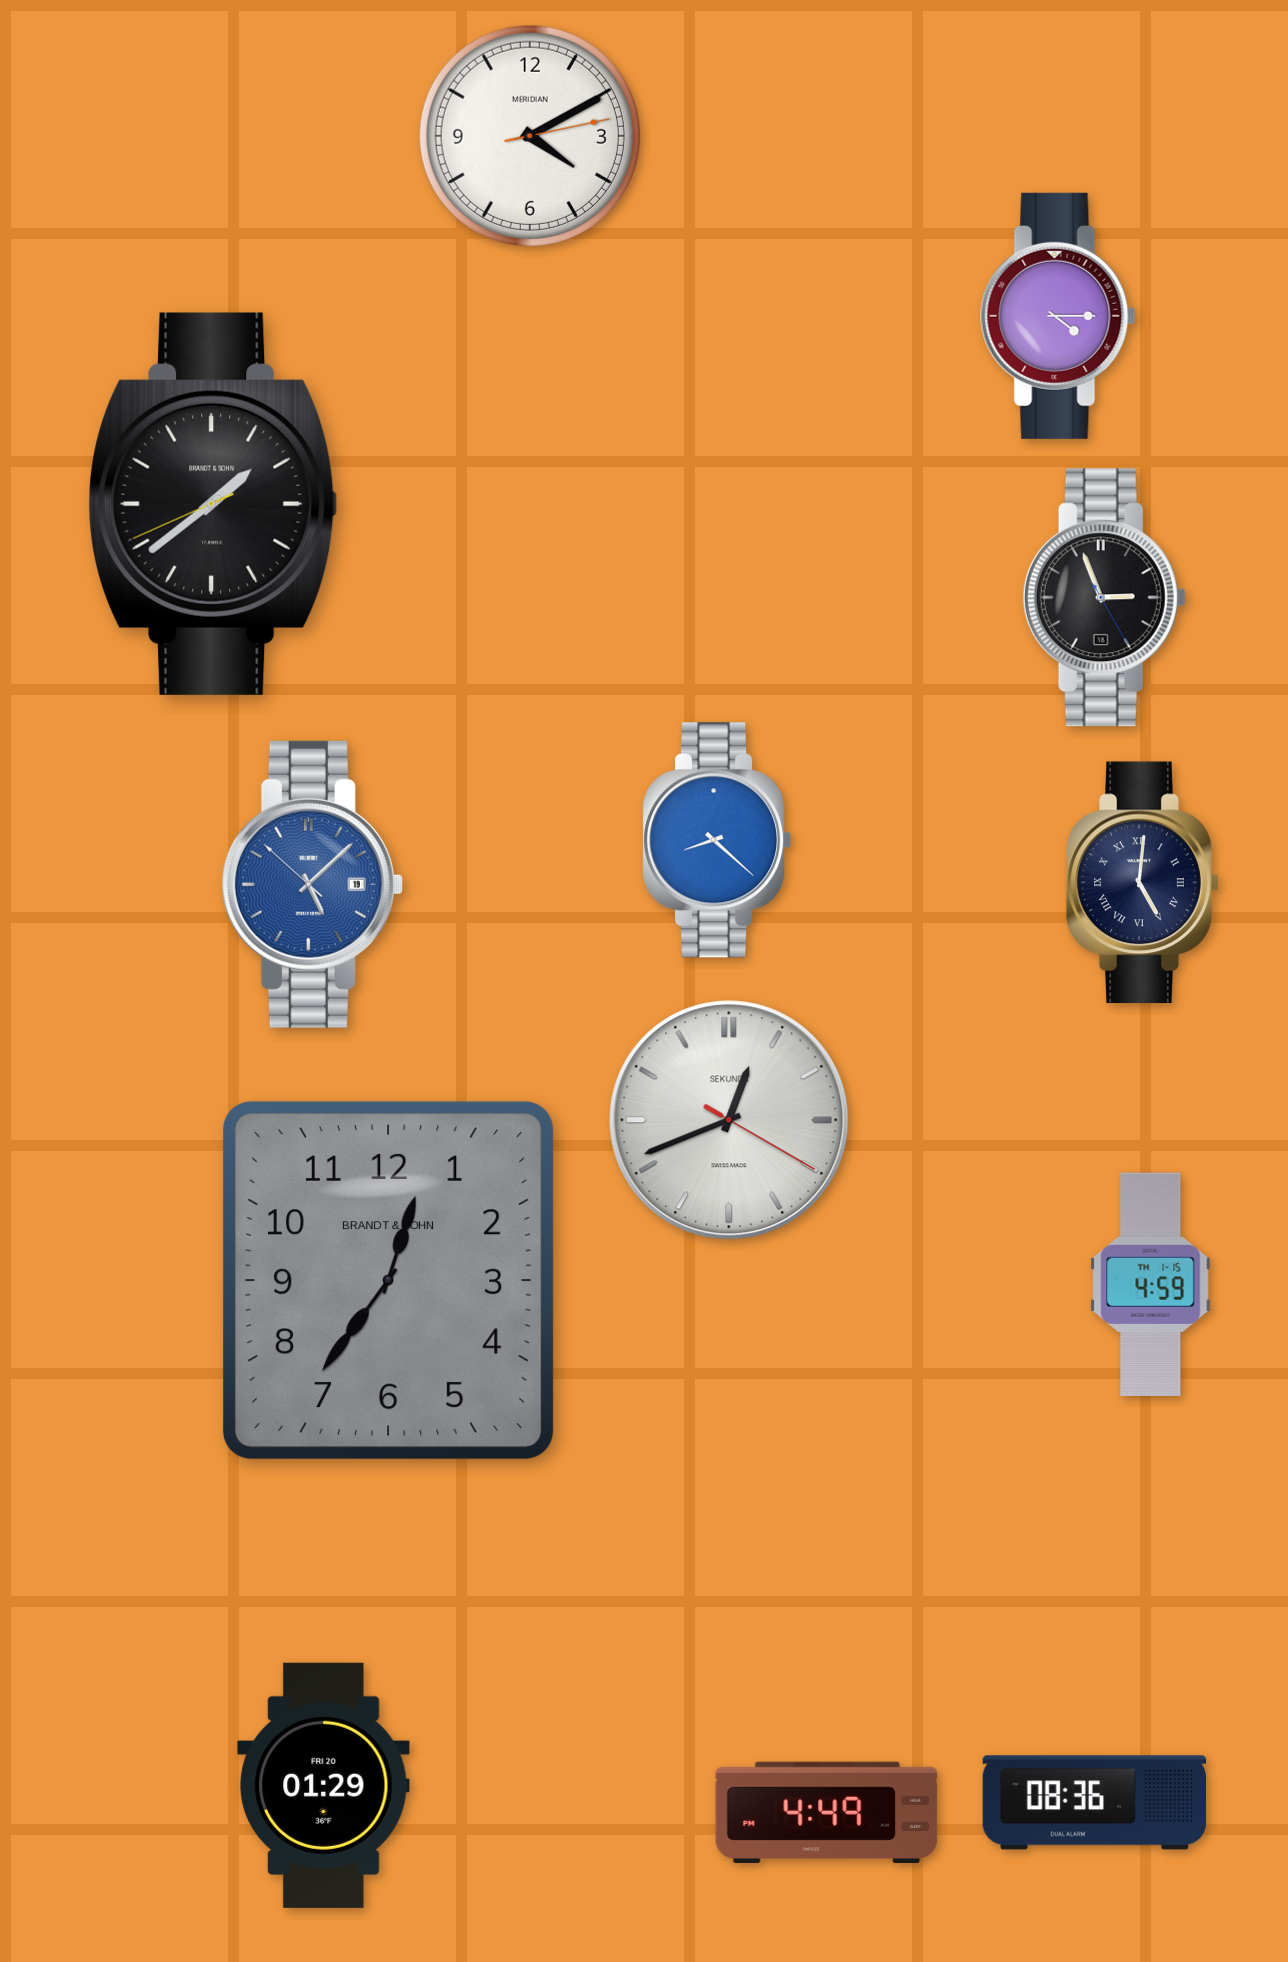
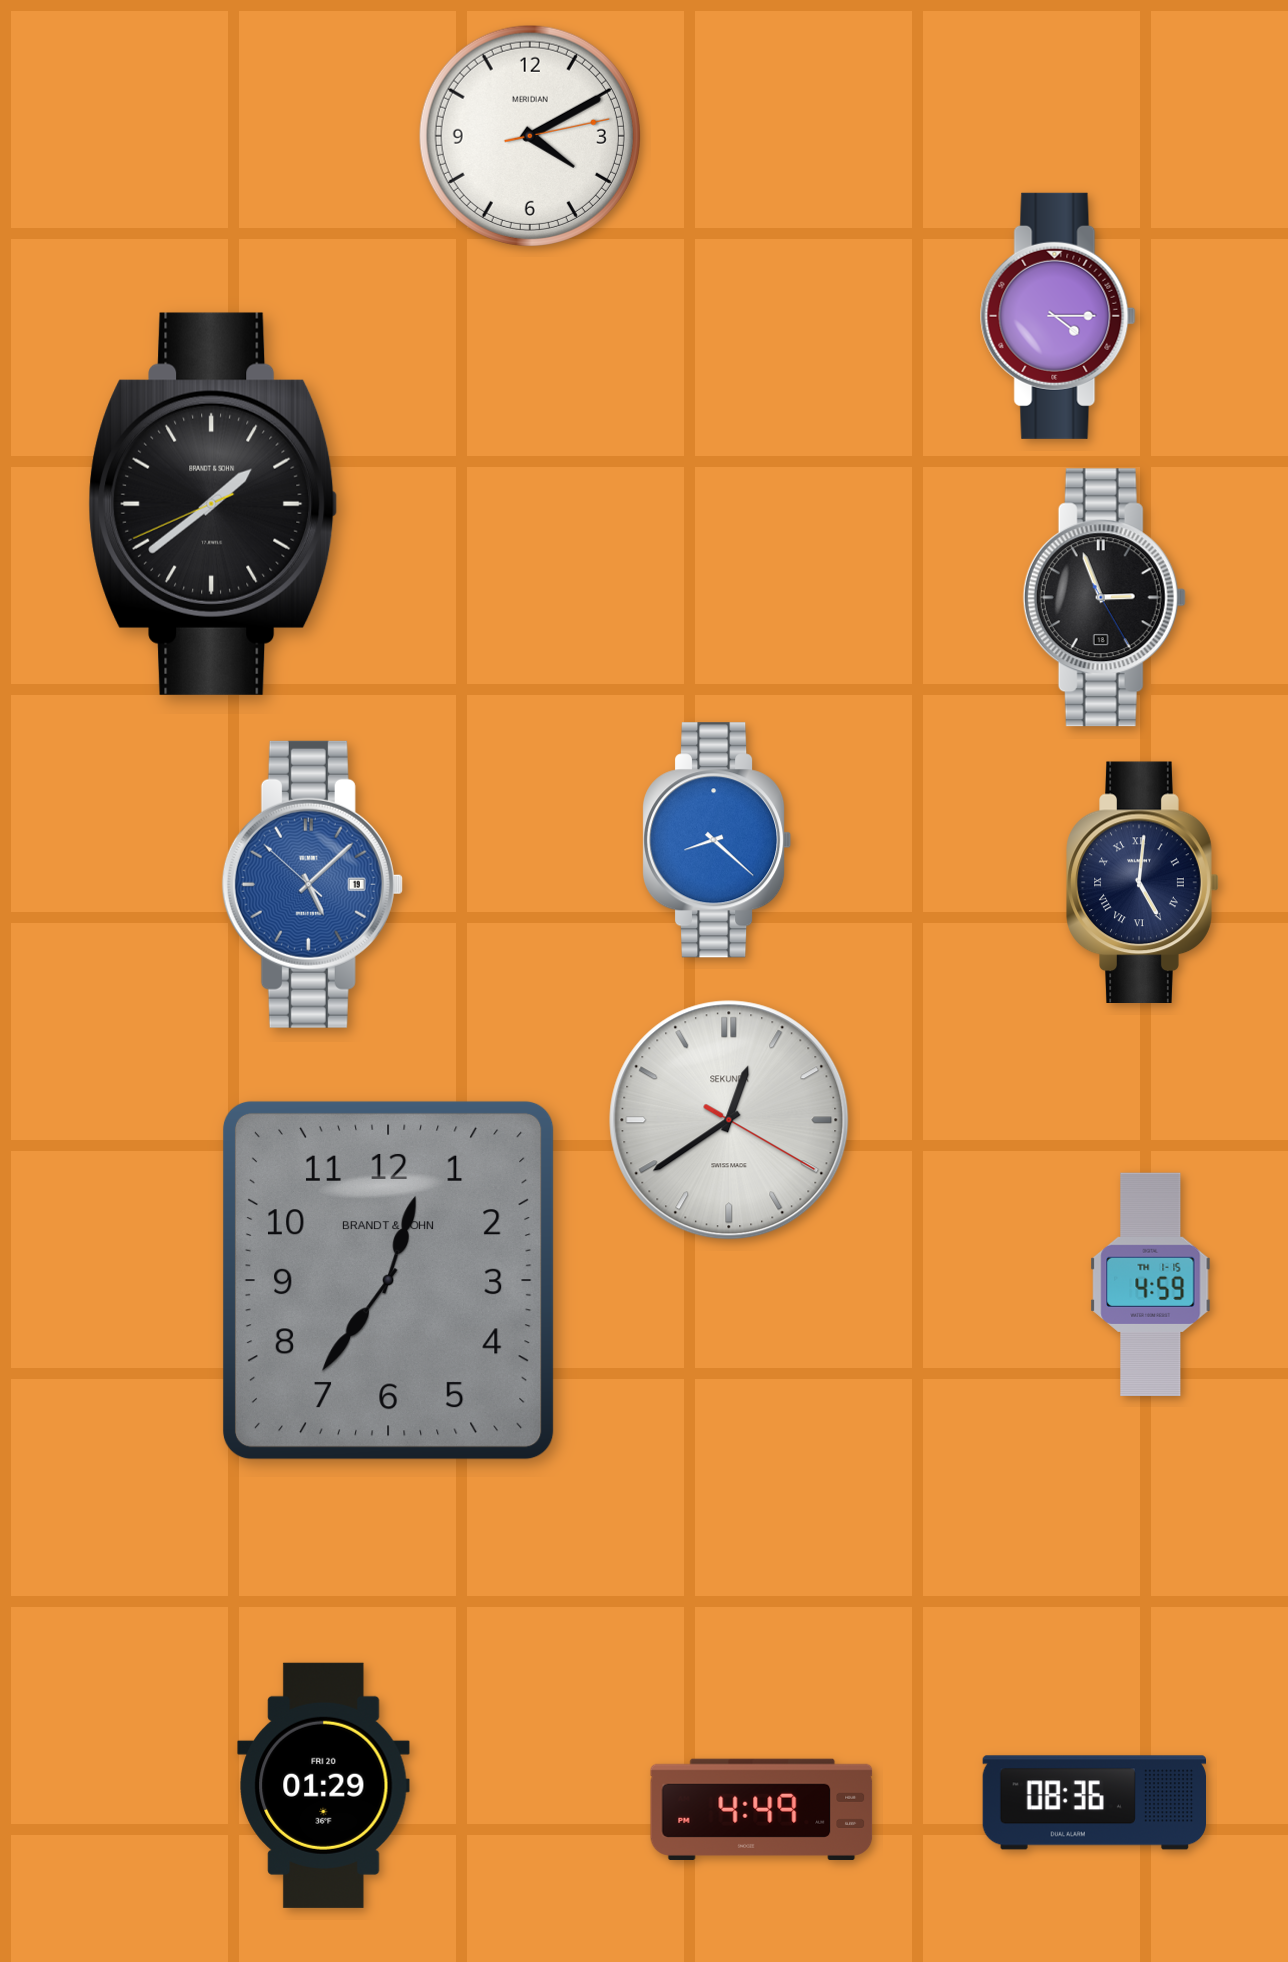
clock at (729, 1120): 12:41 -> 12:39
clock at (827, 1812) position: (827, 1812) -> (762, 1809)
